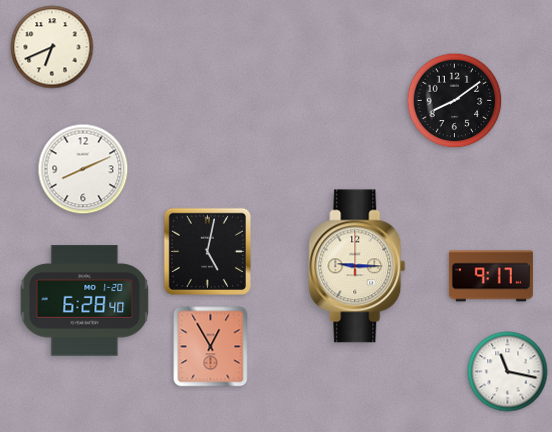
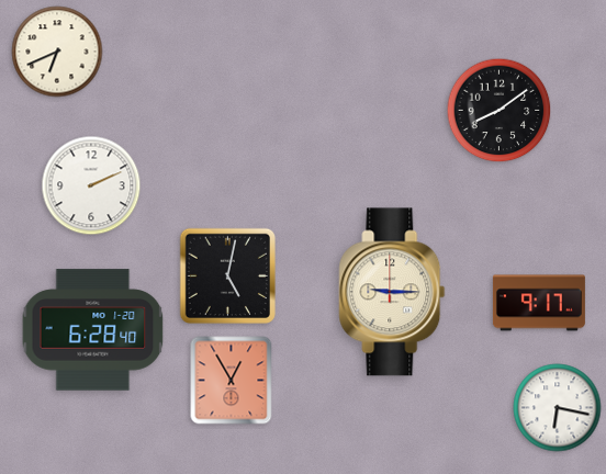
clock at (83, 169): 8:11 -> 2:11
clock at (508, 372): 11:17 -> 6:17
